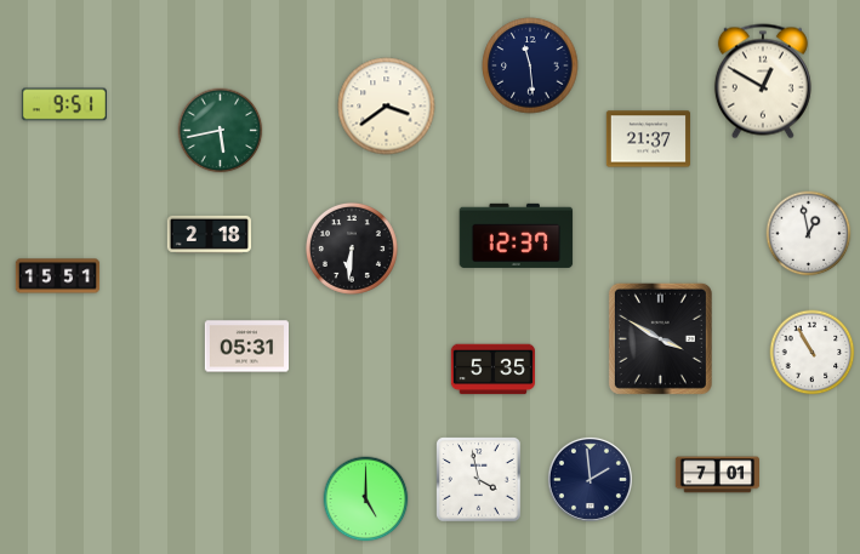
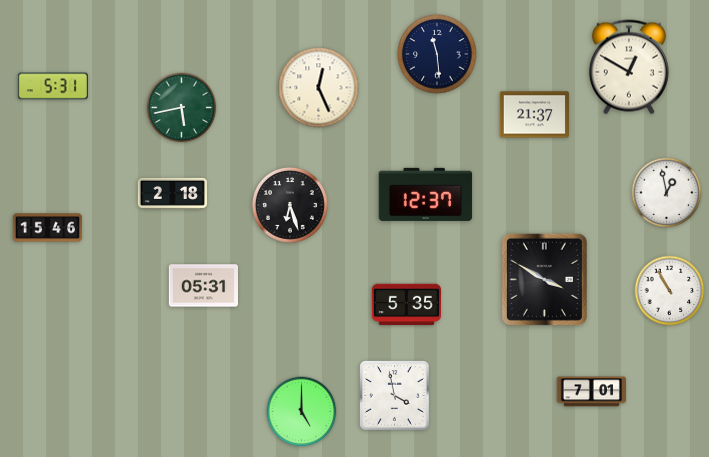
clock at (64, 104): 9:51 -> 5:31
clock at (387, 107): 3:39 -> 12:26
clock at (352, 249): 6:31 -> 6:27
clock at (58, 276): 15:51 -> 15:46
clock at (590, 479): 1:59 -> none
